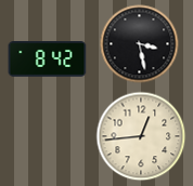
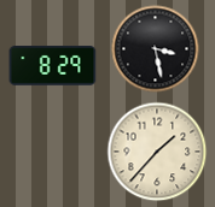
clock at (48, 59): 8:42 -> 8:29
clock at (141, 136): 12:44 -> 1:37
